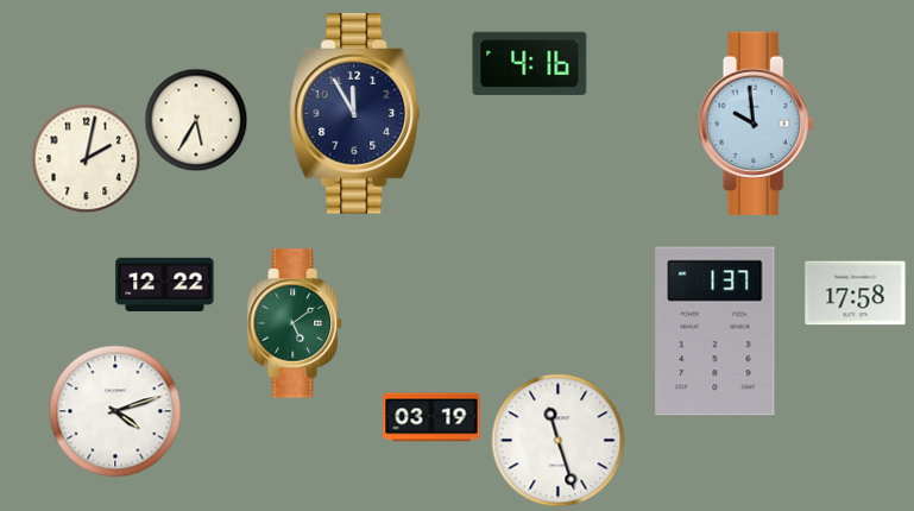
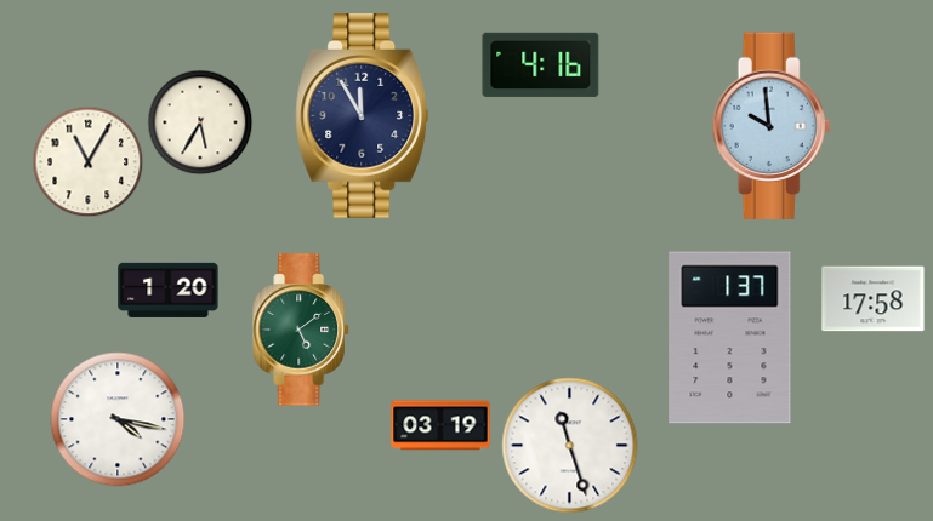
clock at (86, 158): 2:02 -> 11:05
clock at (165, 284): 12:22 -> 1:20
clock at (115, 411): 4:12 -> 4:17
clock at (559, 441) position: (559, 441) -> (570, 446)
